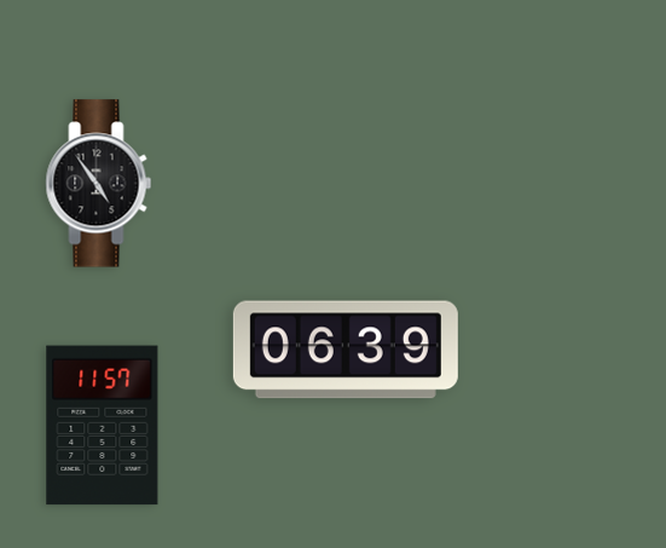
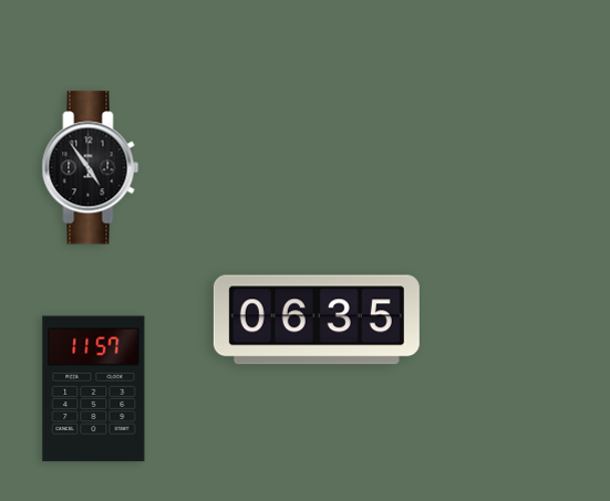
clock at (346, 350): 06:39 -> 06:35
